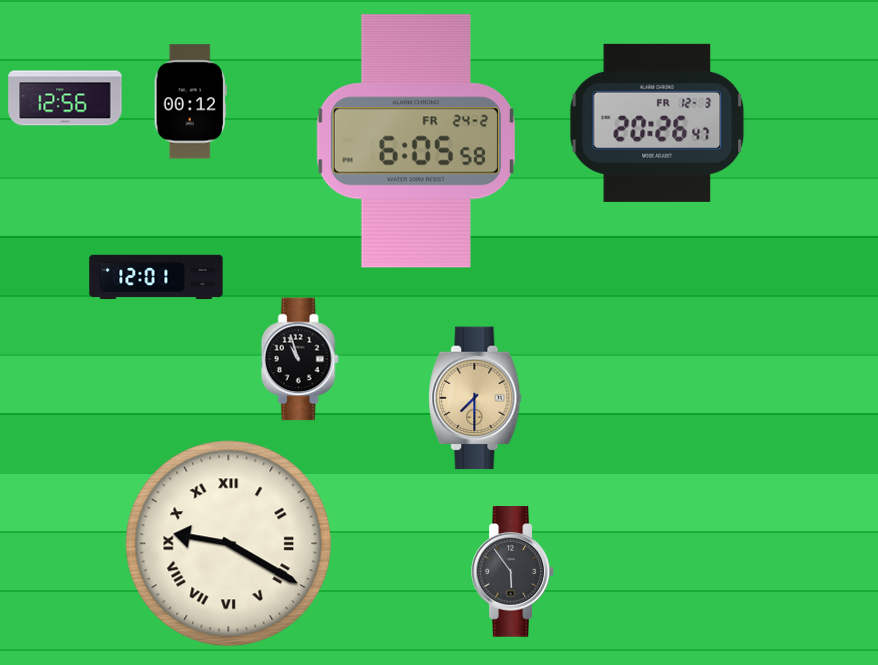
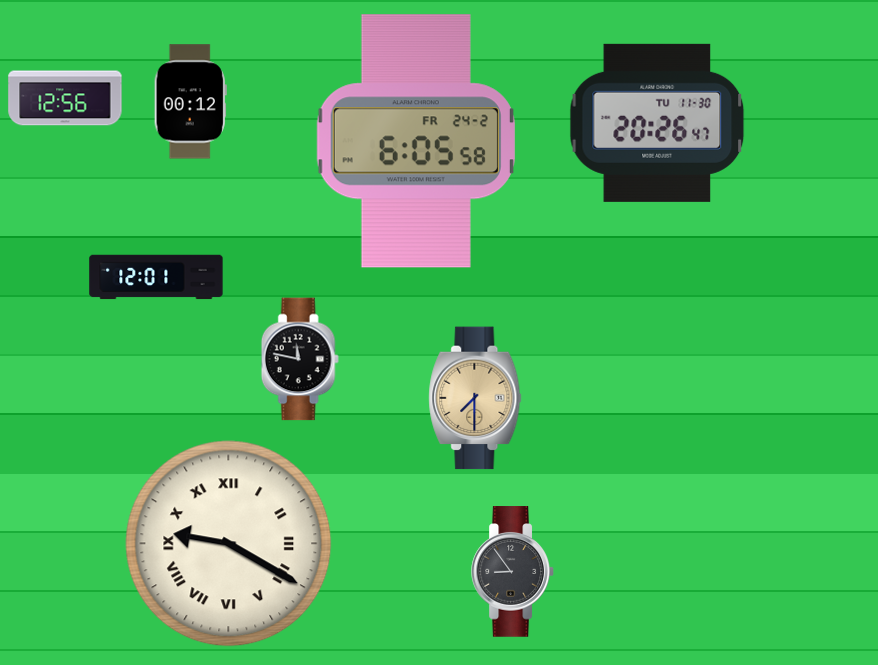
clock at (657, 123) date: FR 12-3 -> TU 11-30
clock at (300, 359): 10:57 -> 11:47
clock at (513, 572): 5:54 -> 8:54
